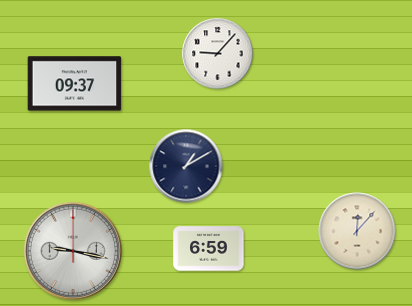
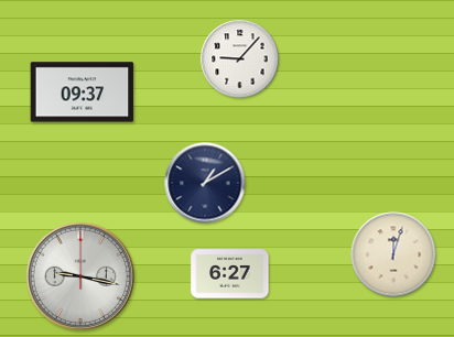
clock at (357, 231): 12:07 -> 12:03
clock at (209, 249): 6:59 -> 6:27
